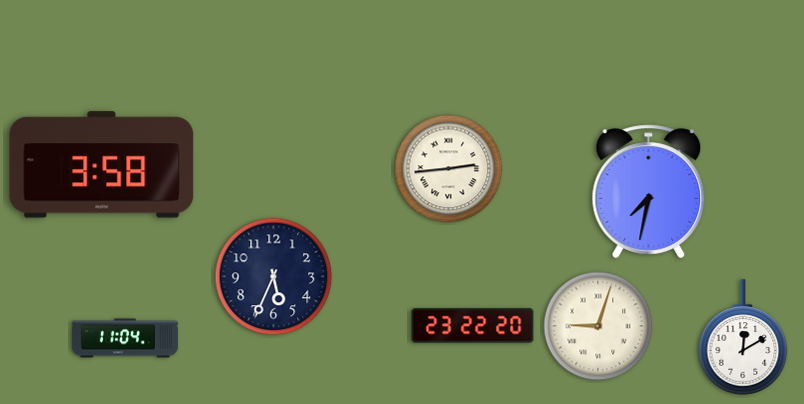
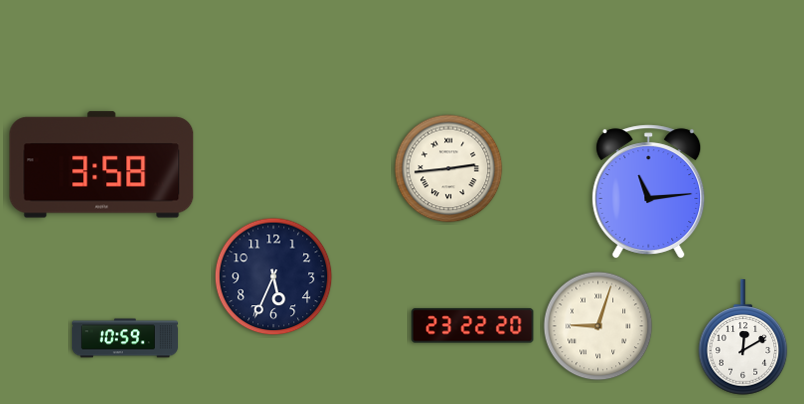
clock at (649, 192): 7:32 -> 11:14
clock at (125, 338): 11:04 -> 10:59
